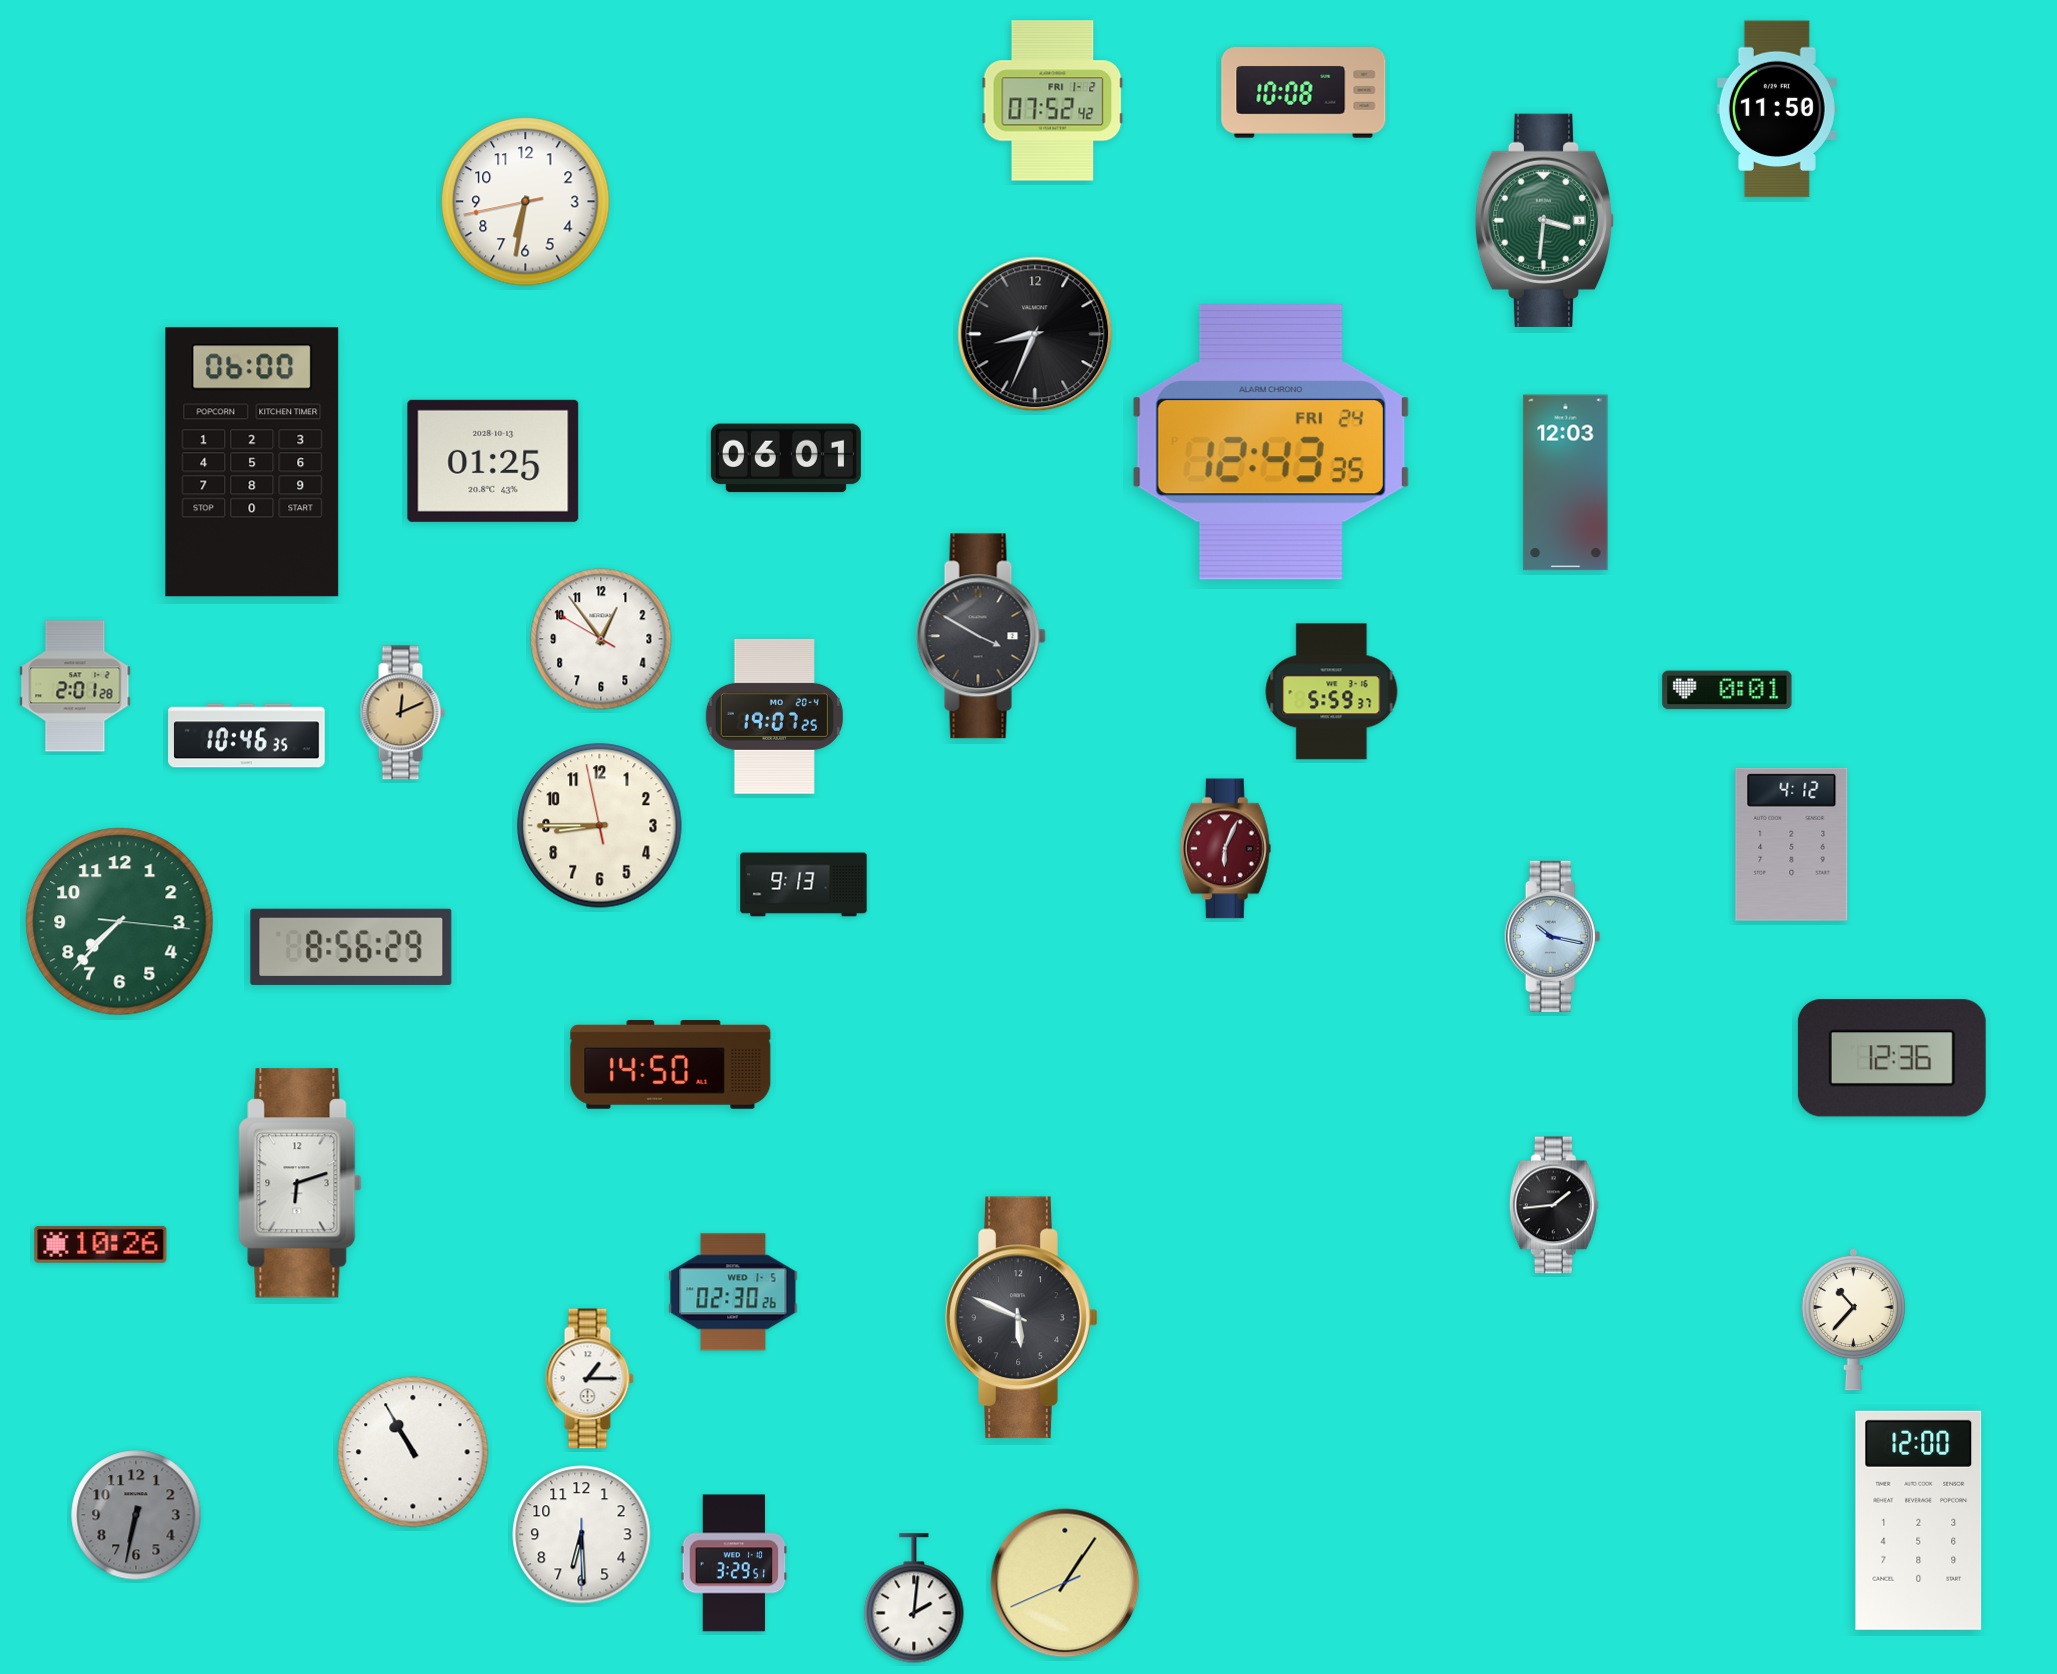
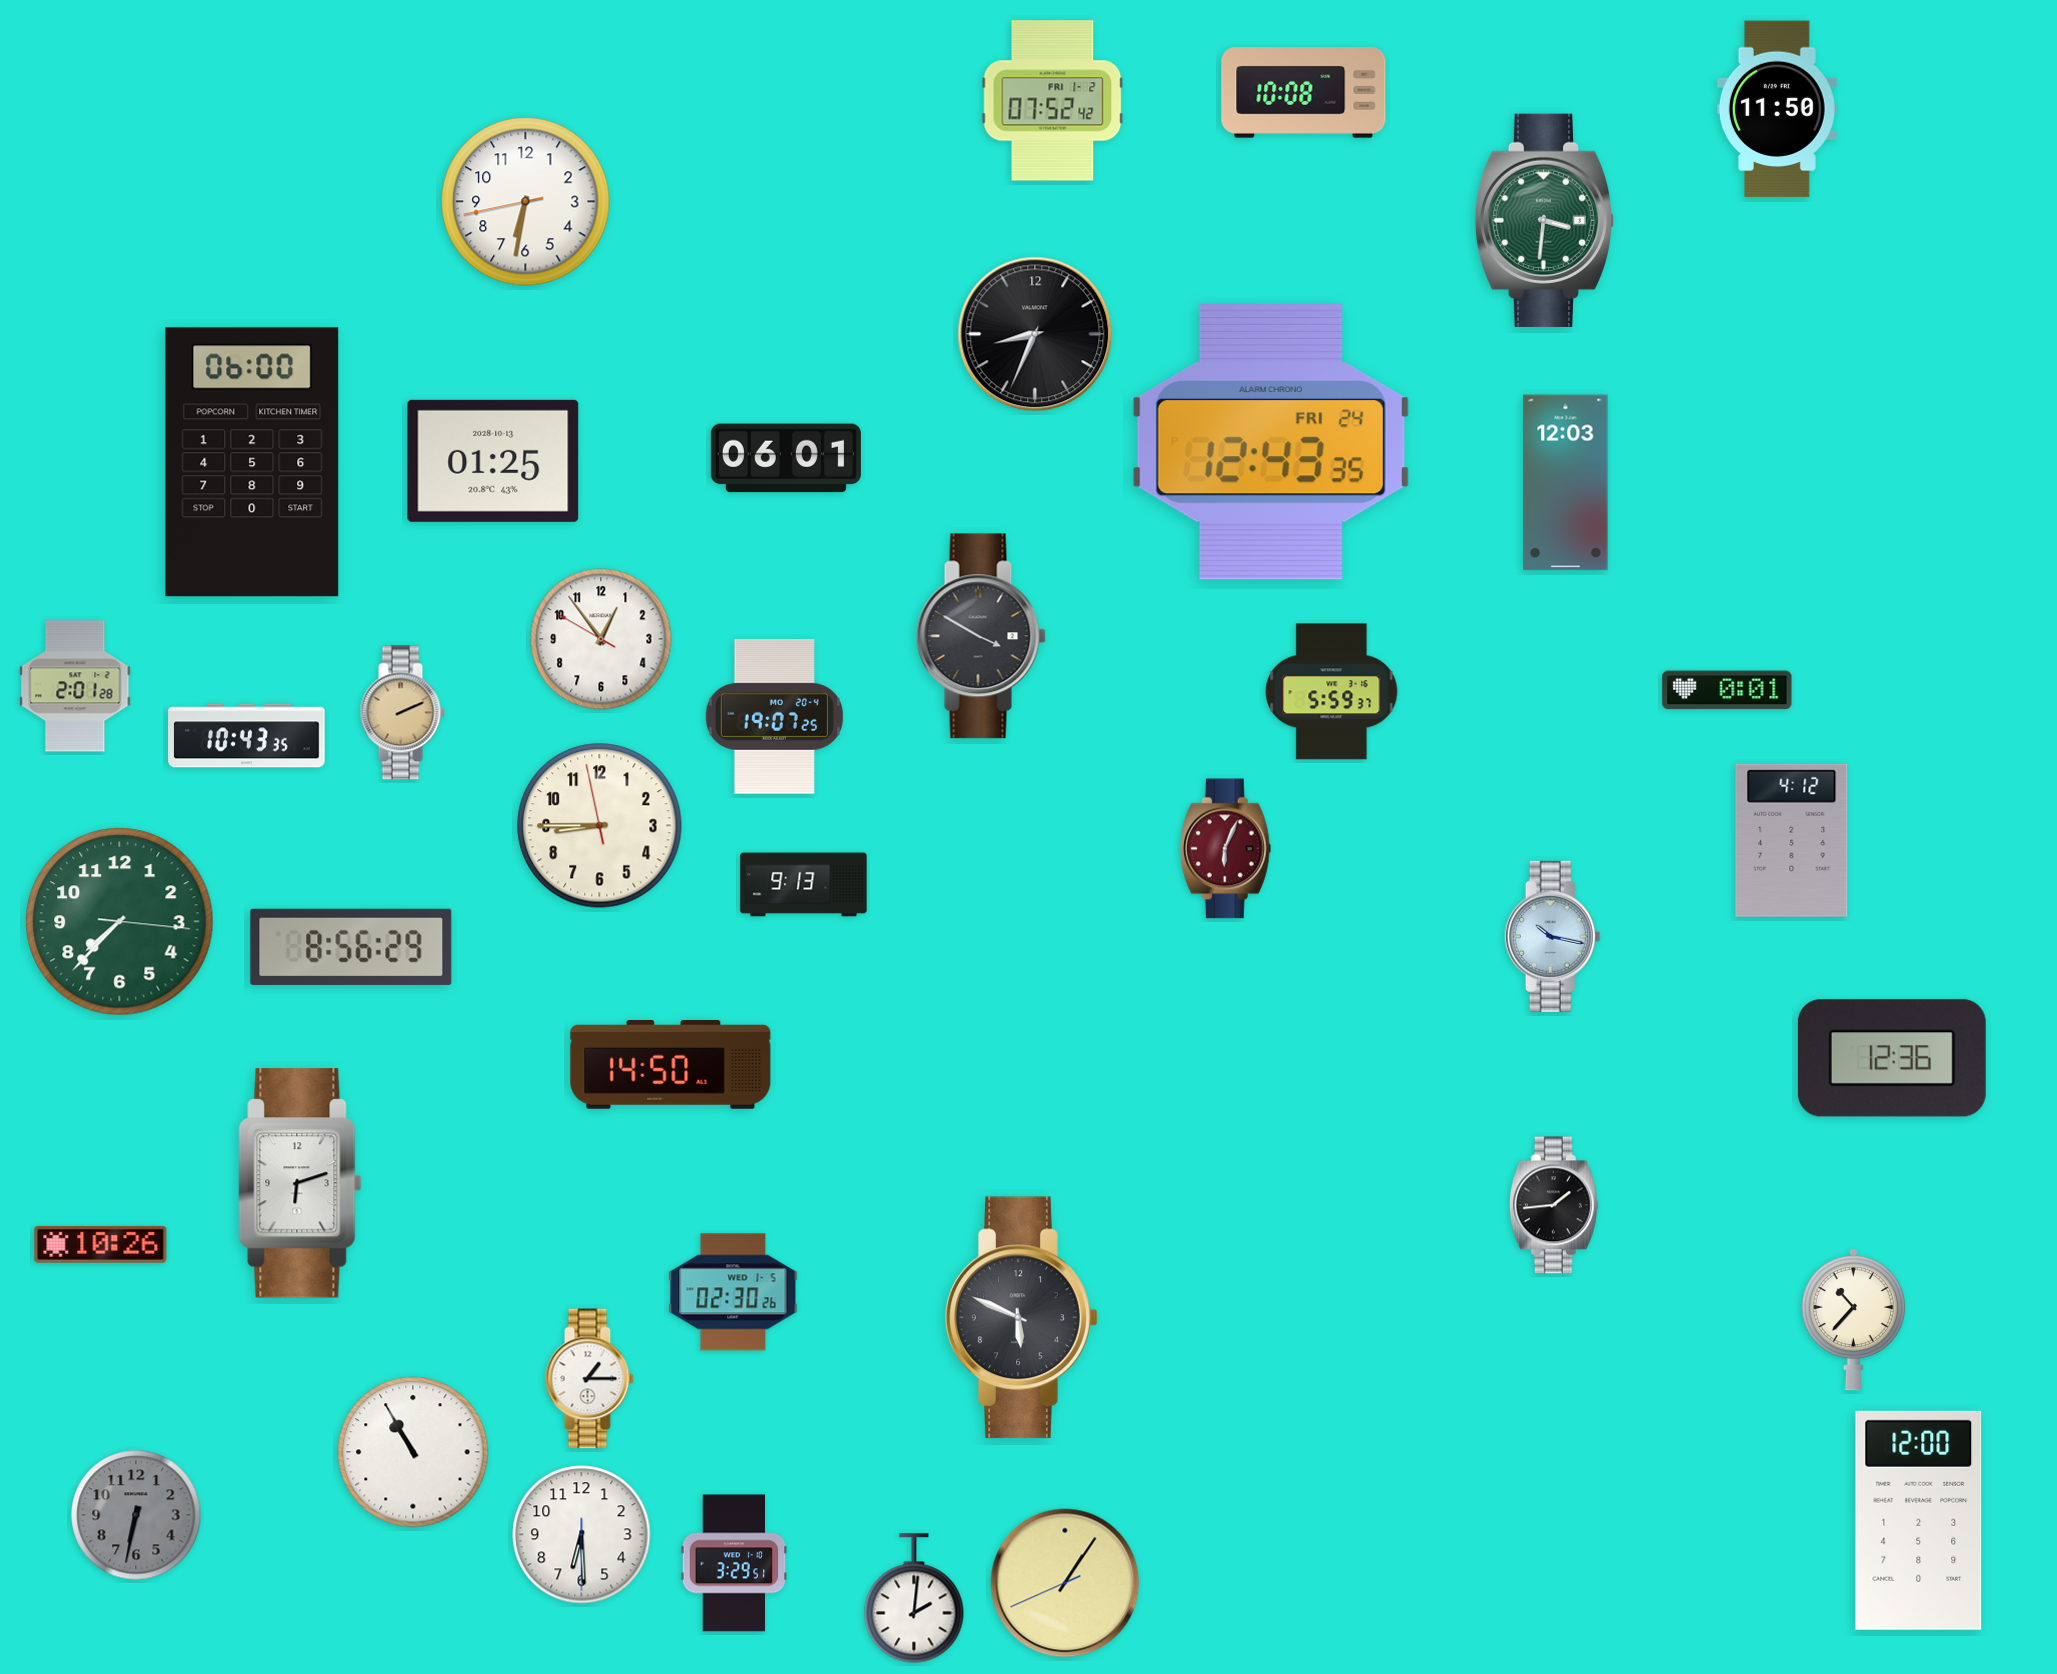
clock at (402, 713): 12:11 -> 2:11
clock at (247, 736): 10:46 -> 10:43
clock at (1792, 844) position: (1792, 844) -> (1792, 840)
